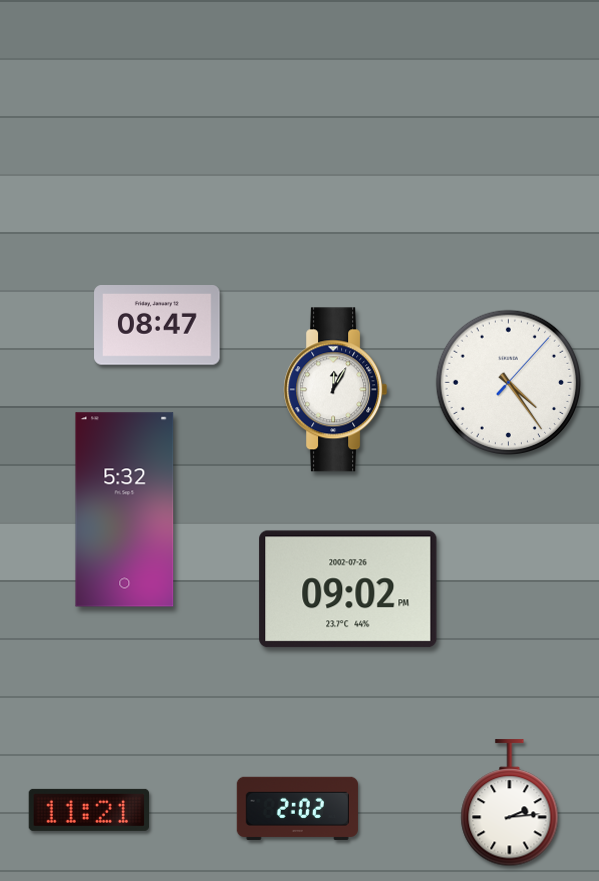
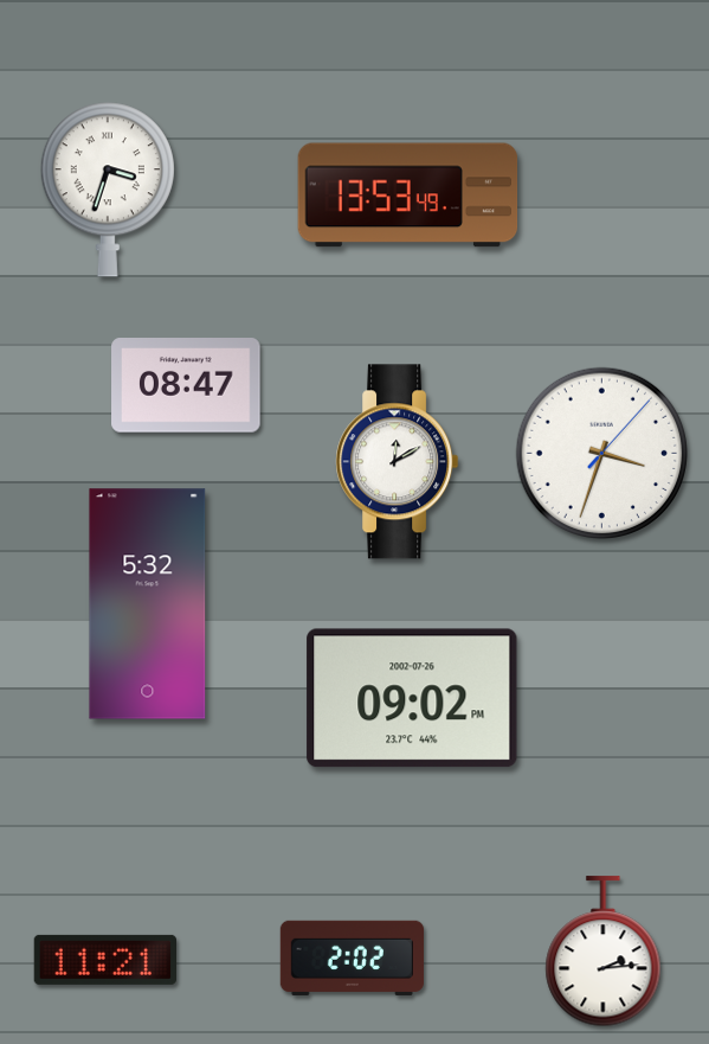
clock at (108, 190): none -> 3:33
clock at (408, 196): none -> 13:53
clock at (509, 383): 4:24 -> 3:33
clock at (336, 390): 12:05 -> 12:10
